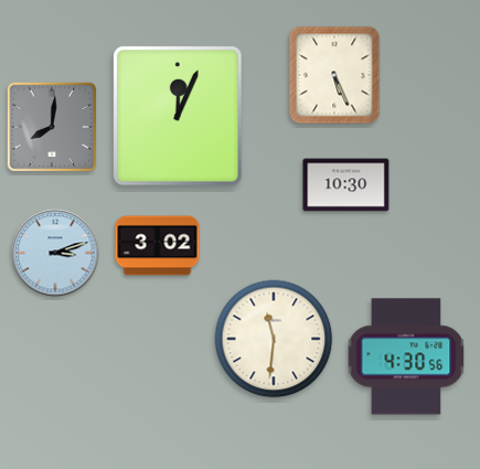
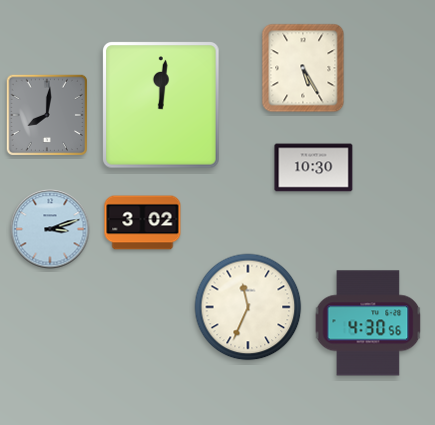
clock at (334, 75): 5:26 -> 5:25
clock at (178, 116): 12:04 -> 12:01
clock at (274, 339): 11:31 -> 11:34
